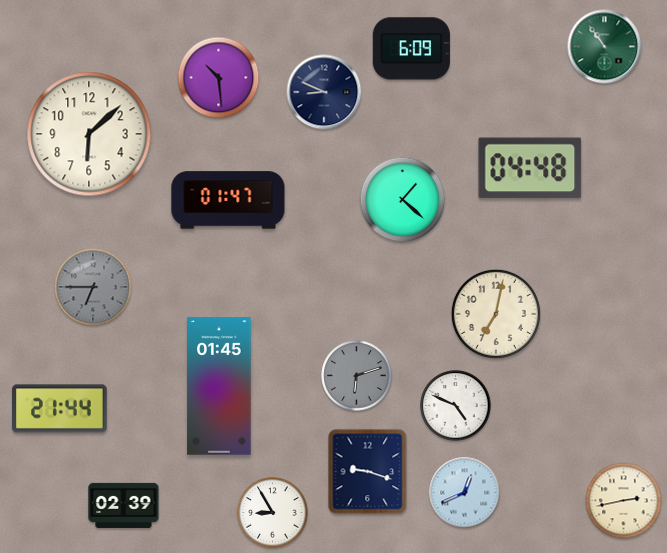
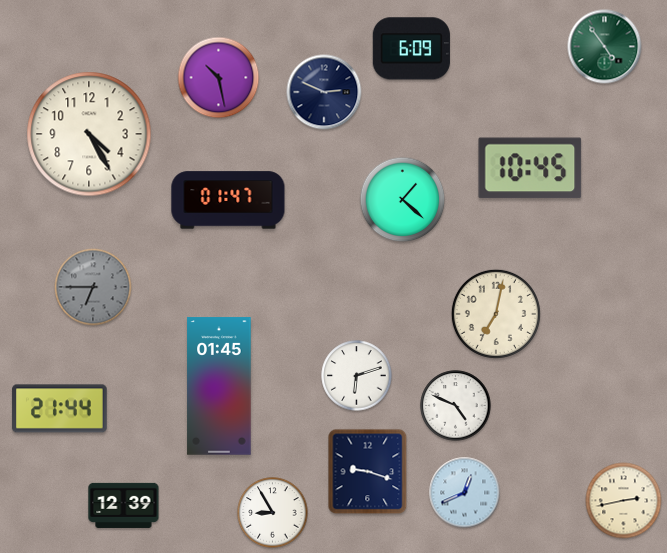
clock at (605, 47): 10:54 -> 4:54
clock at (219, 78): 10:29 -> 10:28
clock at (324, 92): 8:49 -> 2:49
clock at (89, 134): 6:08 -> 4:25
clock at (530, 168): 04:48 -> 10:45
clock at (357, 376) dial: grey -> white
clock at (124, 505): 02:39 -> 12:39
